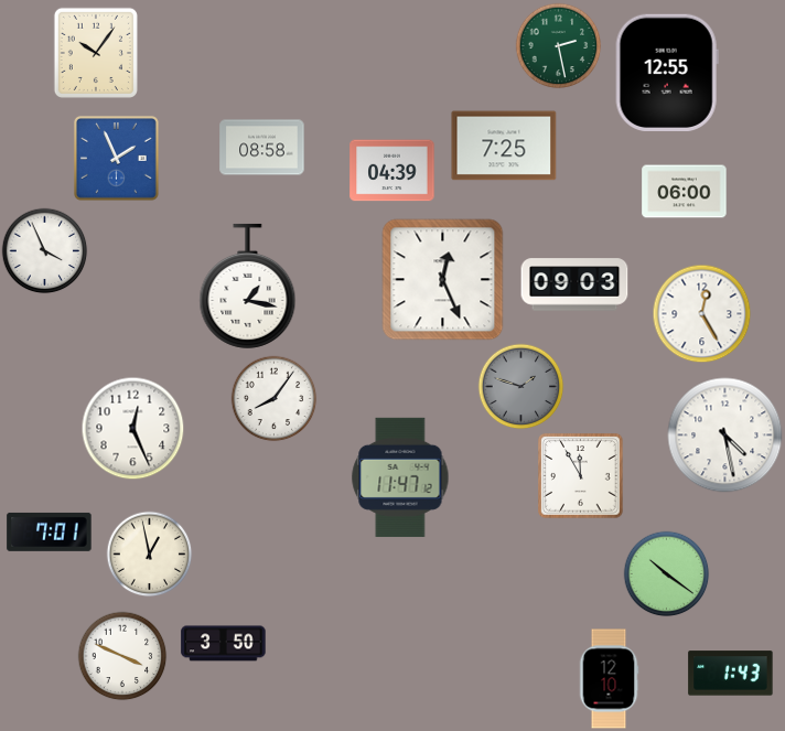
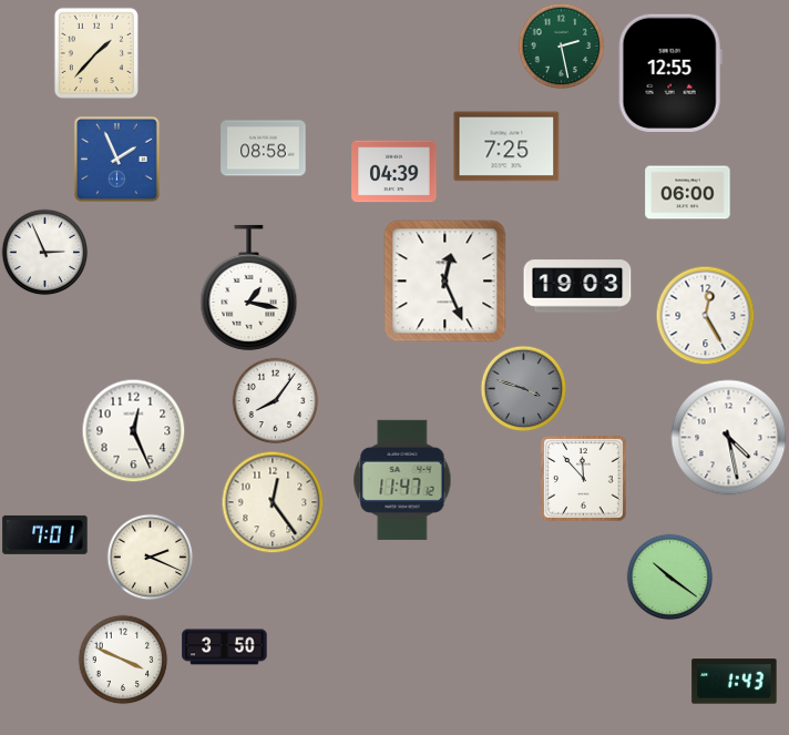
clock at (96, 53): 10:06 -> 1:37
clock at (44, 250): 3:56 -> 2:56
clock at (574, 284): 09:03 -> 19:03
clock at (520, 386): 1:48 -> 3:48
clock at (581, 476): 11:55 -> 11:53
clock at (273, 502): none -> 12:24
clock at (50, 531) position: (50, 531) -> (45, 534)
clock at (149, 553): 12:58 -> 2:19
clock at (731, 674) position: (731, 674) -> (735, 682)
clock at (609, 679): 12:10 -> none
